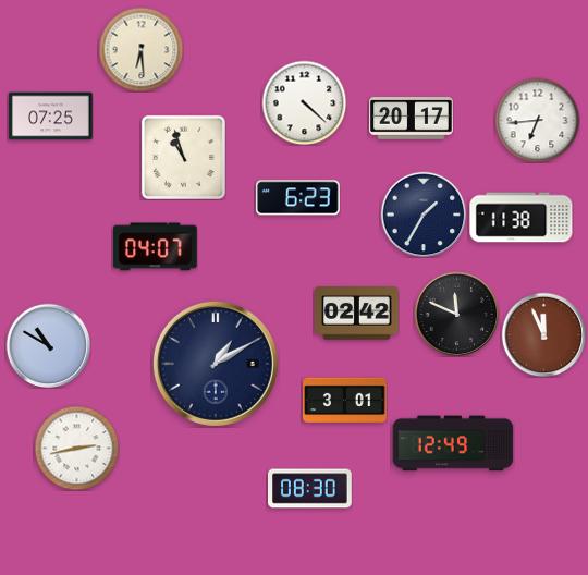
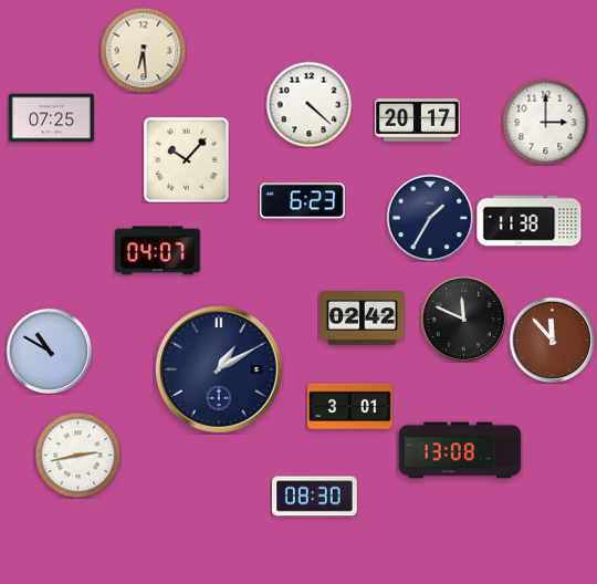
clock at (537, 120): 6:44 -> 3:00
clock at (183, 157): 10:57 -> 10:07
clock at (543, 334): 11:56 -> 11:53
clock at (453, 443): 12:49 -> 13:08
